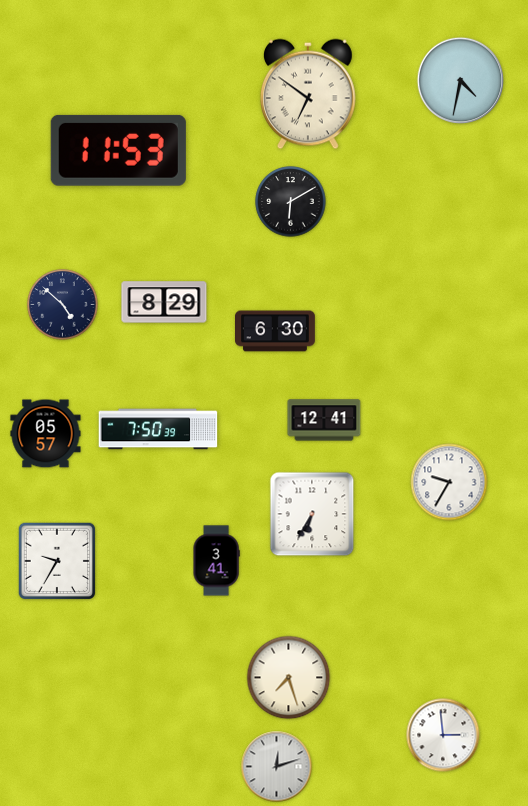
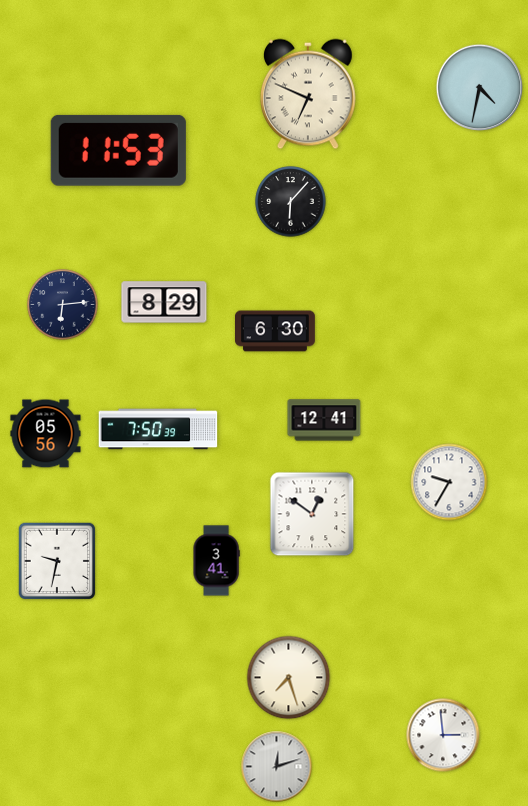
clock at (461, 81) position: (461, 81) -> (480, 88)
clock at (309, 94): 6:51 -> 6:49
clock at (291, 202): 6:10 -> 6:07
clock at (63, 305): 4:52 -> 6:14
clock at (46, 434): 05:57 -> 05:56
clock at (312, 514): 6:35 -> 12:51
clock at (57, 561): 9:35 -> 9:32
